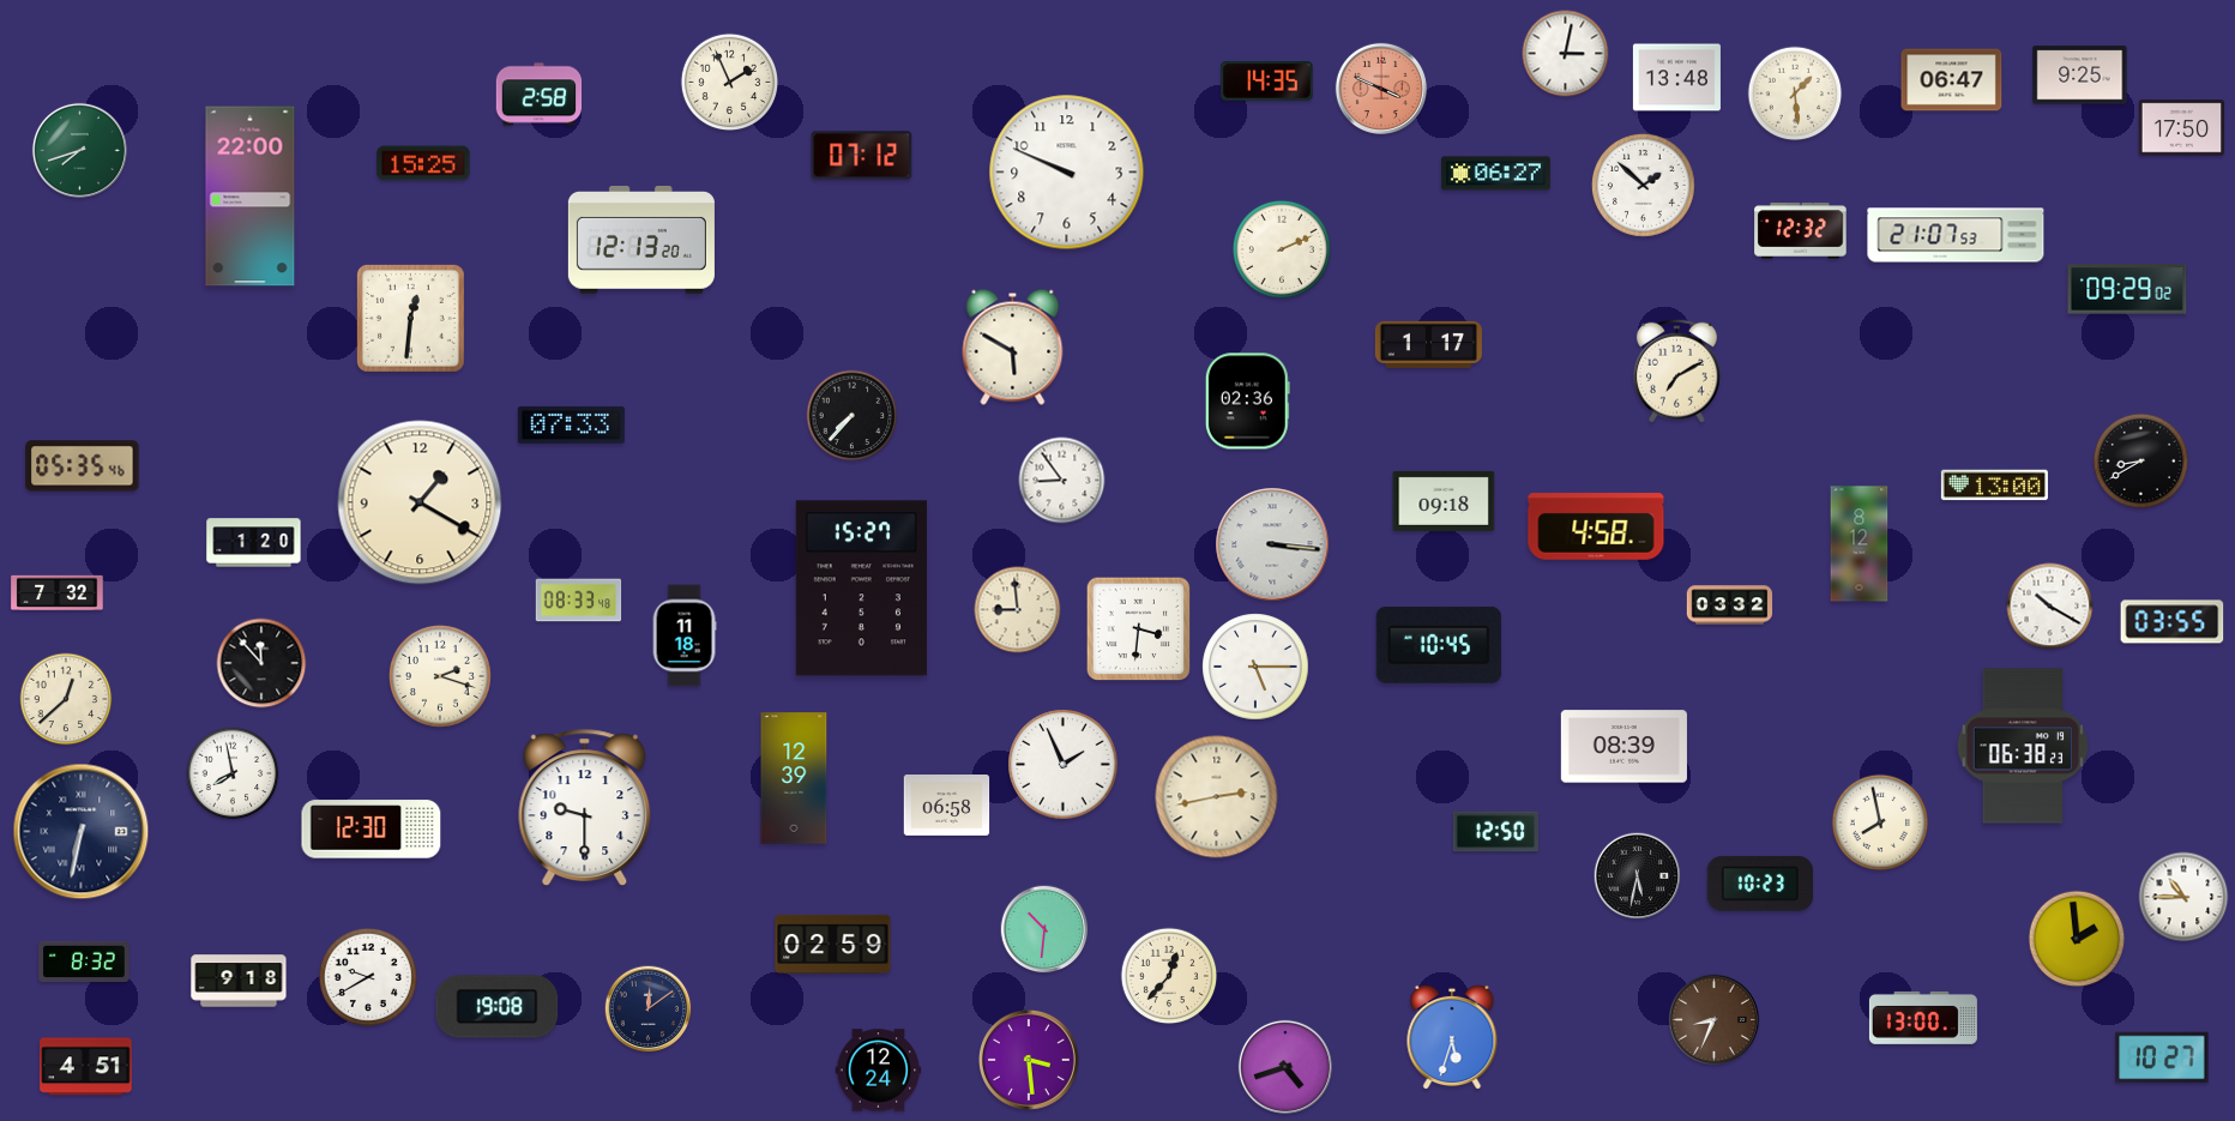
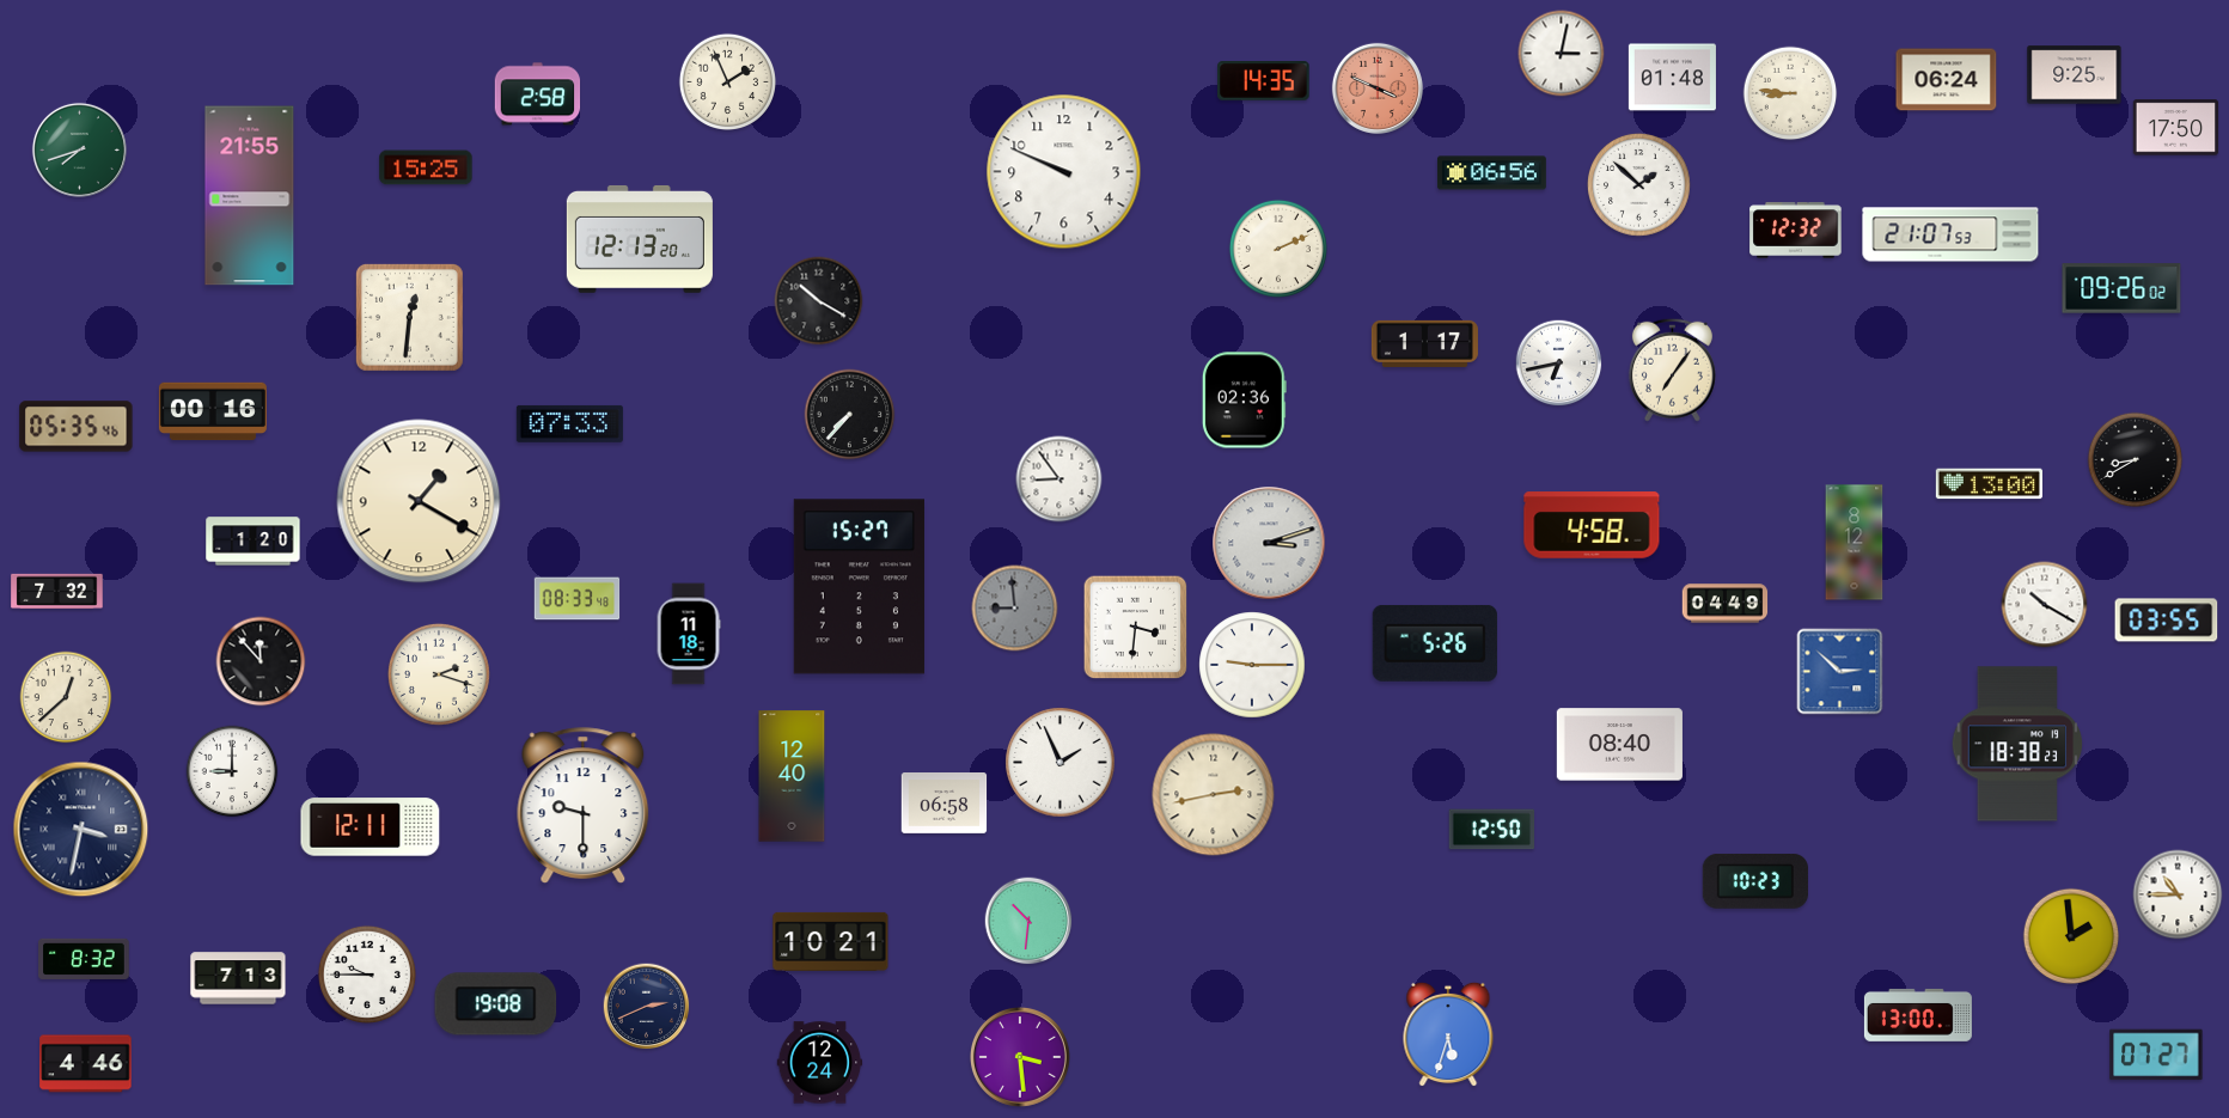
clock at (1676, 78): 13:48 -> 01:48
clock at (1952, 80): 06:47 -> 06:24
clock at (1795, 94): 1:29 -> 8:46
clock at (862, 156): 07:12 -> none
clock at (423, 163) position: (423, 163) -> (426, 167)
clock at (1495, 174): 06:27 -> 06:56
clock at (251, 197): 22:00 -> 21:55
clock at (2127, 289): 09:29 -> 09:26
clock at (819, 301): none -> 10:20
clock at (1013, 346): 5:50 -> none
clock at (1559, 363): none -> 6:43
clock at (1676, 370): 7:10 -> 7:06
clock at (213, 411): none -> 00:16
clock at (83, 466) position: (83, 466) -> (77, 427)
clock at (1444, 501): 09:18 -> none
clock at (1272, 544): 3:16 -> 3:12
clock at (1730, 605): 03:32 -> 04:49
clock at (1018, 610) dial: cream -> grey
clock at (685, 635) position: (685, 635) -> (689, 634)
clock at (1439, 645): 10:45 -> 5:26
clock at (1255, 667): 5:15 -> 9:15
clock at (1840, 672): none -> 2:52
clock at (2023, 746): 06:38 -> 18:38
clock at (1623, 747): 08:39 -> 08:40
clock at (233, 773): 7:58 -> 9:00
clock at (794, 778): 12:39 -> 12:40
clock at (1880, 822): 7:58 -> none
clock at (372, 830): 12:30 -> 12:11
clock at (82, 832): 6:32 -> 3:32
clock at (1638, 876): 5:32 -> none
clock at (1044, 929) position: (1044, 929) -> (1028, 921)
clock at (833, 944): 02:59 -> 10:21
clock at (1169, 976): 12:37 -> none
clock at (368, 977): 9:40 -> 9:45
clock at (239, 981): 9:18 -> 7:13
clock at (649, 1009): 12:09 -> 2:41
clock at (1713, 1019): 8:34 -> none
clock at (2162, 1057): 10:27 -> 07:27
clock at (1029, 1060) position: (1029, 1060) -> (1020, 1057)
clock at (86, 1067): 4:51 -> 4:46
clock at (1285, 1067): 4:42 -> none
clock at (879, 1071) position: (879, 1071) -> (820, 1063)
